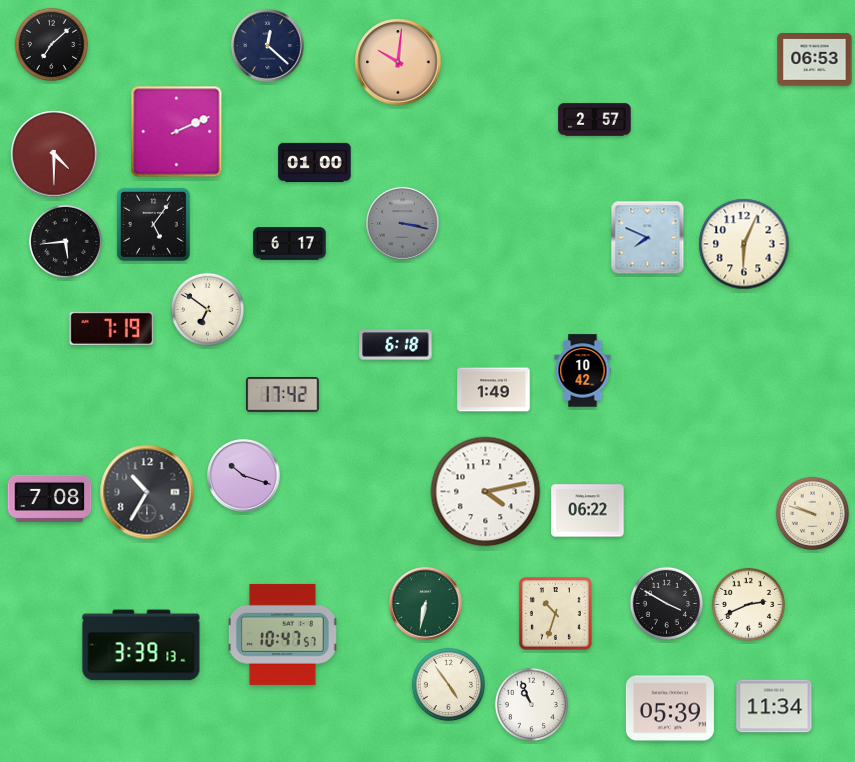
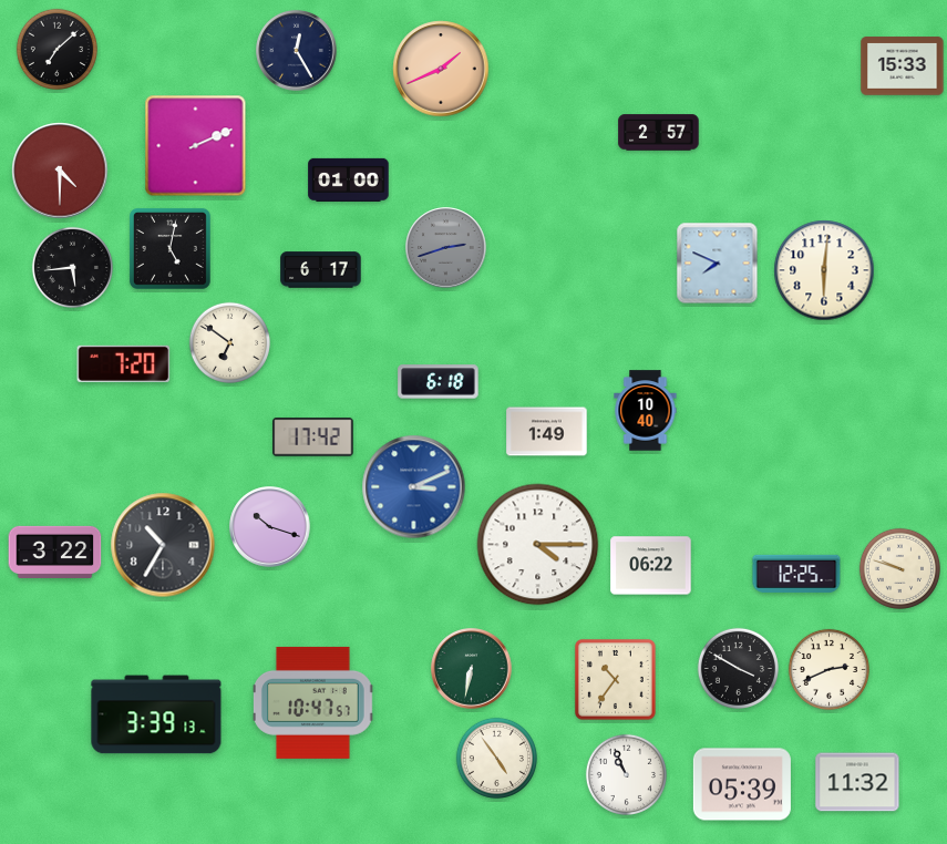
clock at (268, 46): 12:22 -> 12:25
clock at (815, 60): 06:53 -> 15:33
clock at (398, 62): 10:01 -> 1:41
clock at (153, 224): 5:06 -> 5:02
clock at (403, 224): 3:17 -> 2:42
clock at (744, 244): 6:04 -> 6:01
clock at (112, 328): 7:19 -> 7:20
clock at (583, 371): 10:42 -> 10:40
clock at (414, 487): none -> 3:11
clock at (486, 492): 4:13 -> 4:15
clock at (50, 498): 7:08 -> 3:22
clock at (796, 574): none -> 12:25
clock at (555, 613): 10:33 -> 10:36
clock at (531, 704) position: (531, 704) -> (626, 774)
clock at (774, 706): 11:34 -> 11:32
